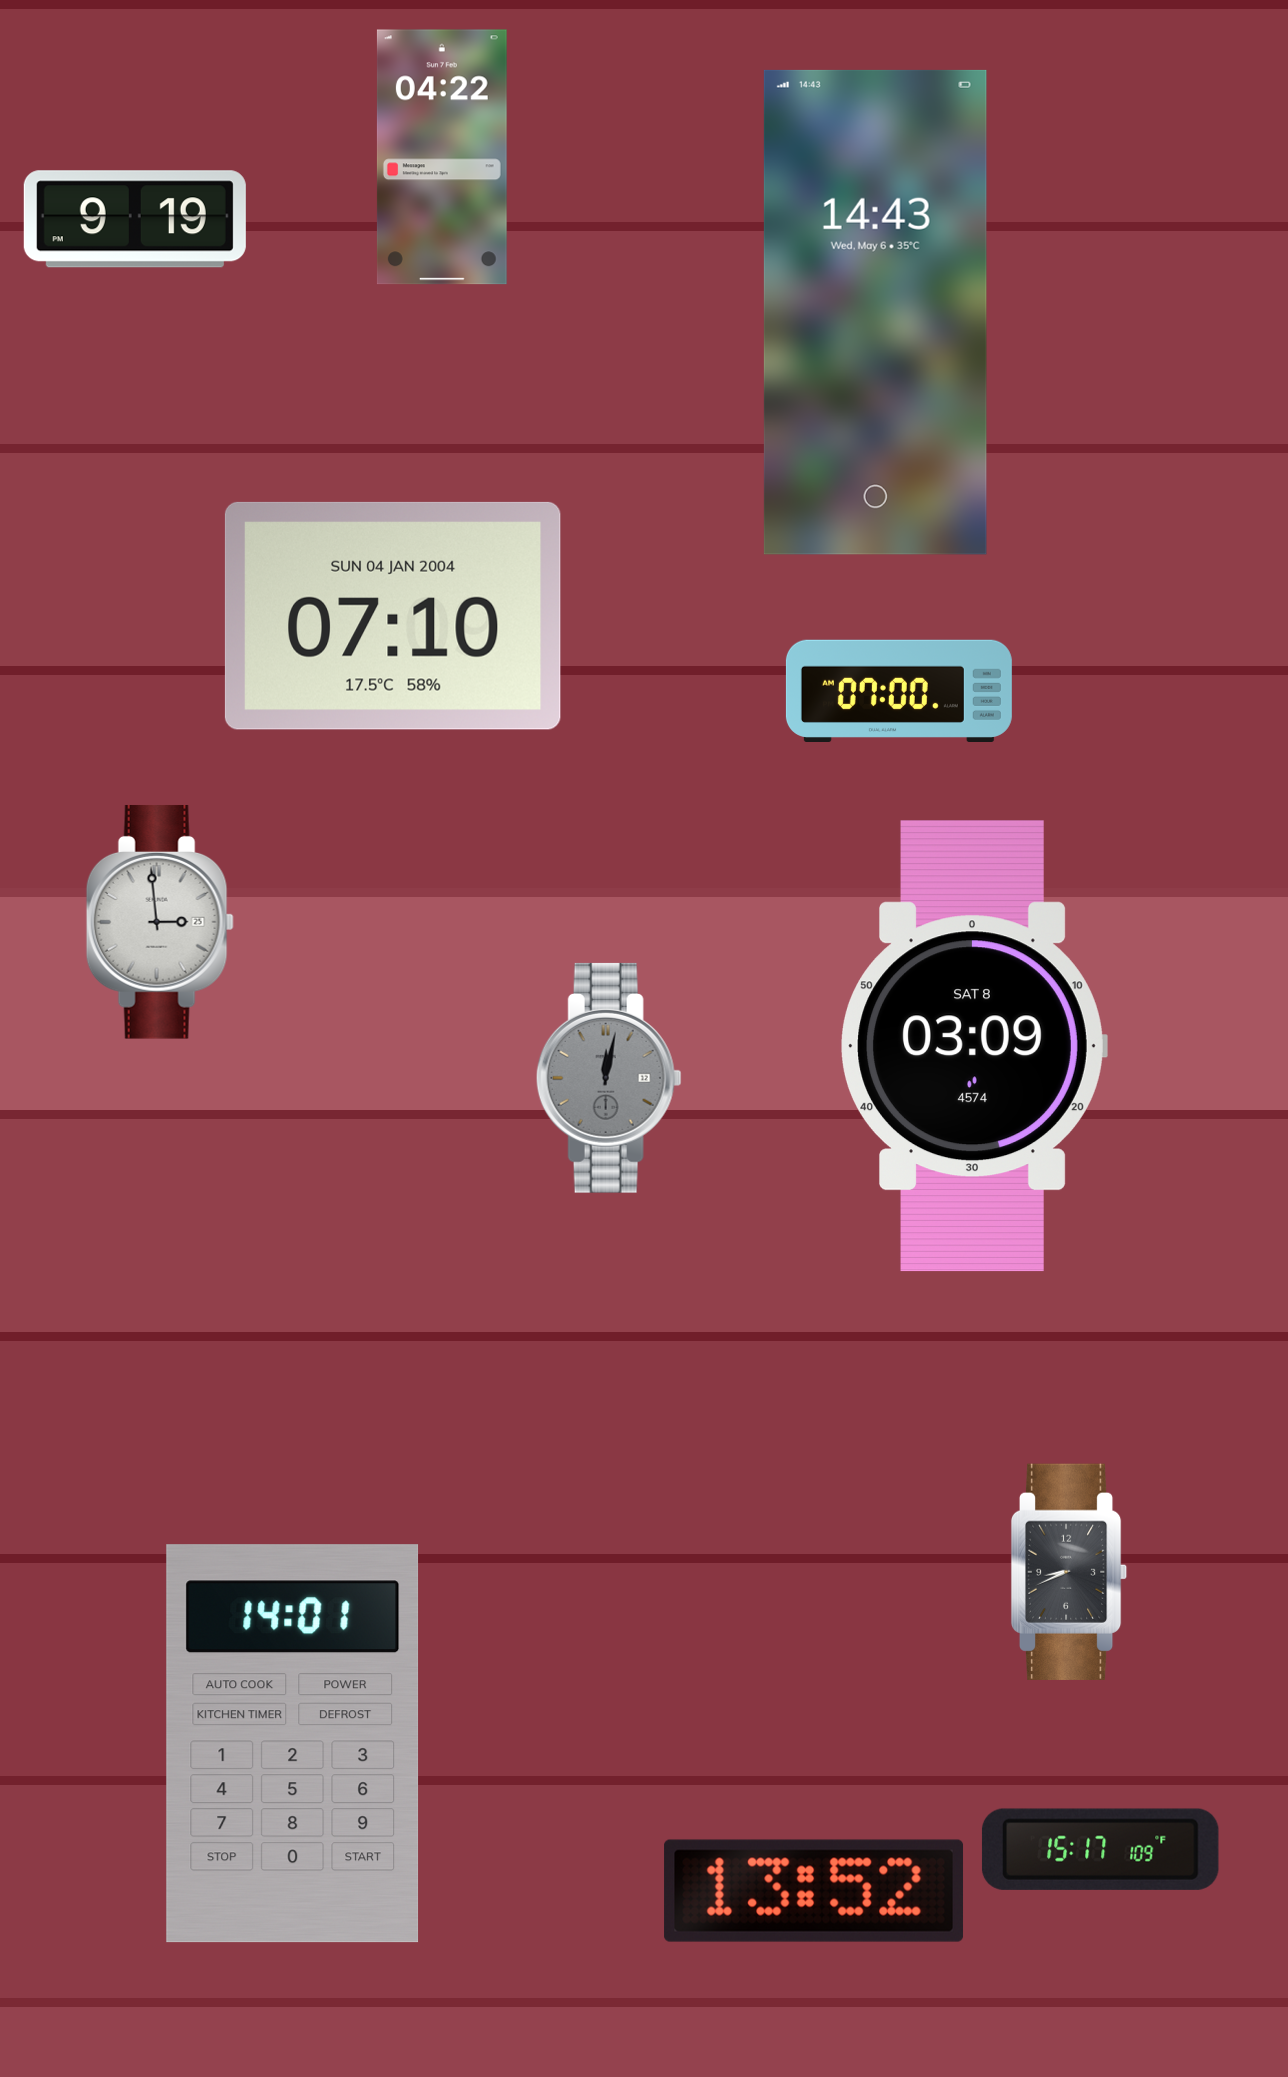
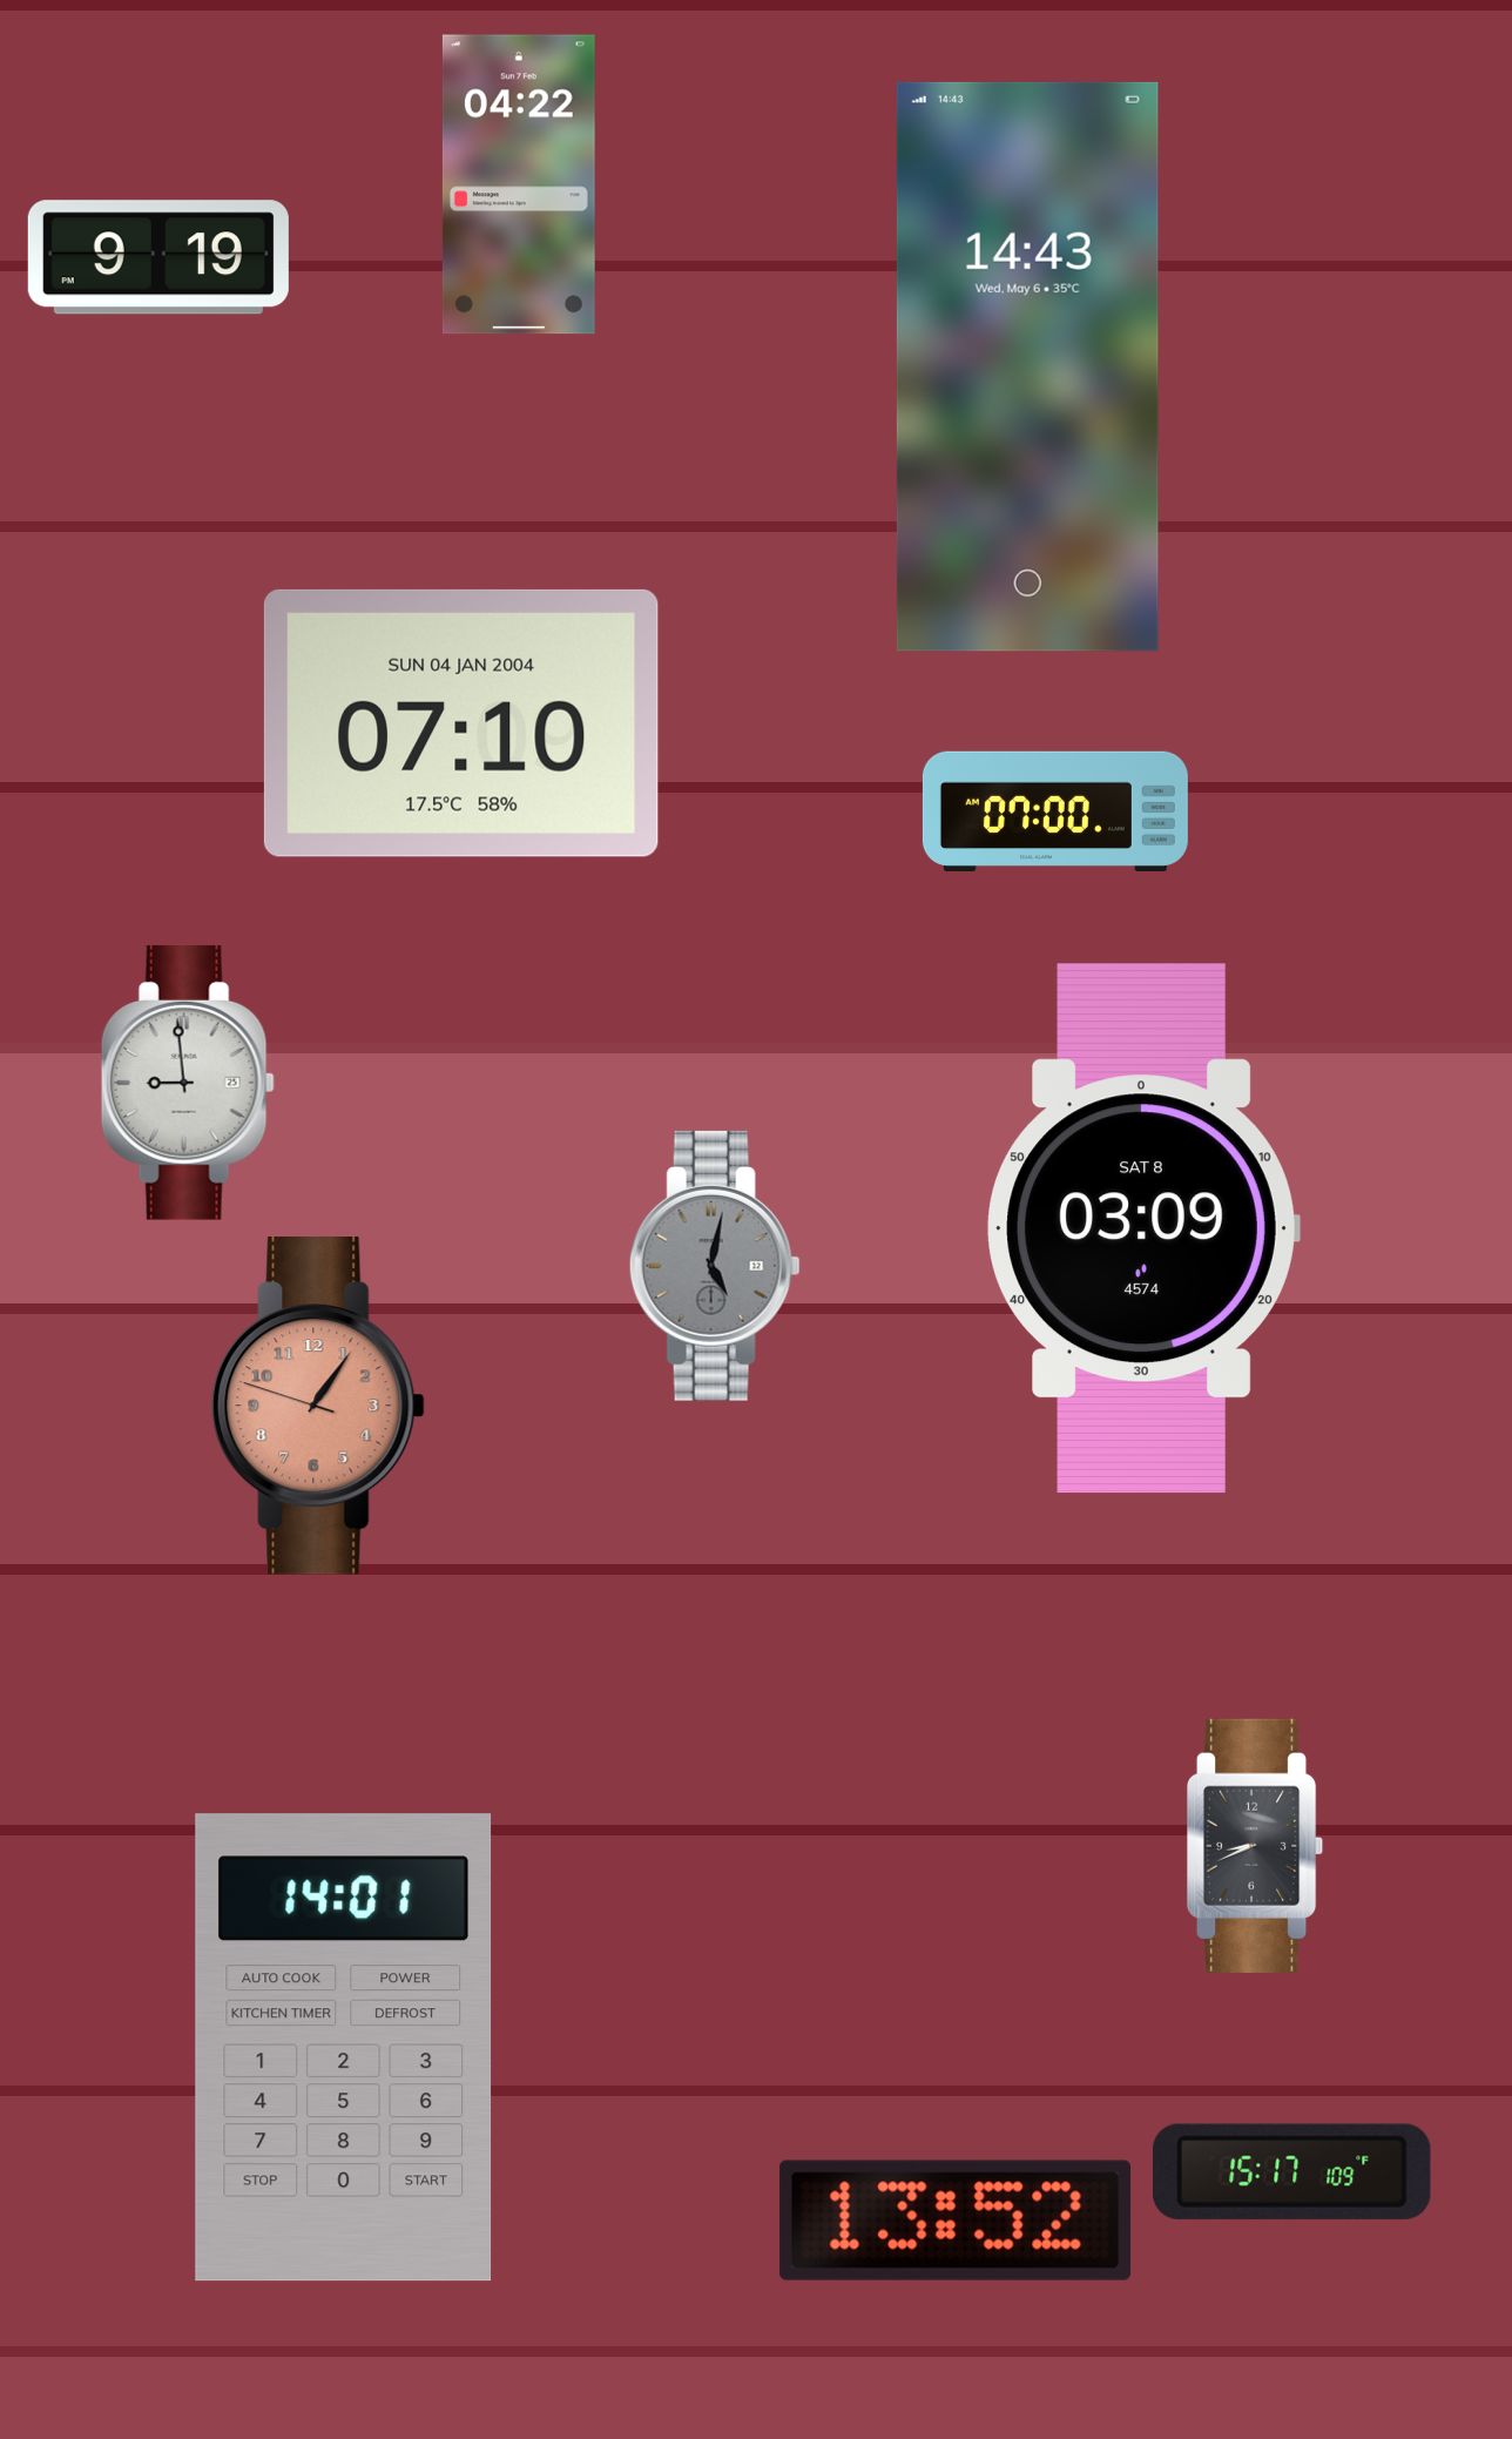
clock at (160, 922): 2:59 -> 8:59
clock at (609, 1078): 12:02 -> 5:02
clock at (318, 1407): none -> 1:05
